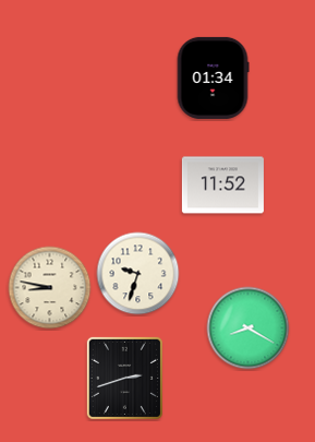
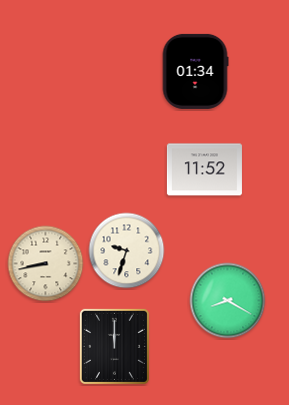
clock at (50, 288): 8:47 -> 8:43
clock at (124, 378): 2:42 -> 12:00
